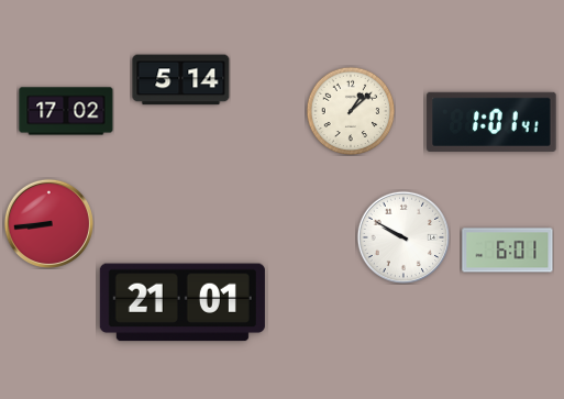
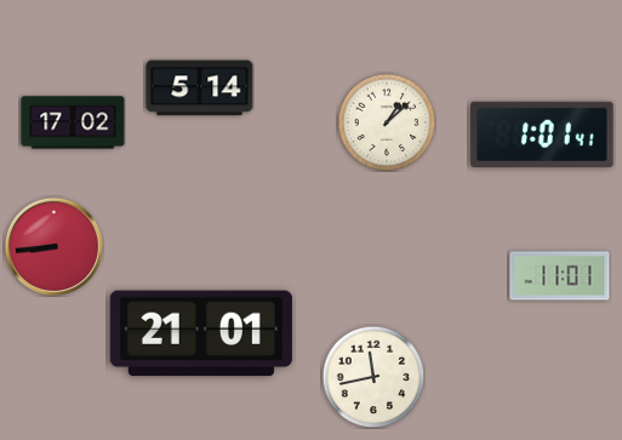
clock at (403, 237): 9:50 -> none
clock at (508, 251): 6:01 -> 11:01
clock at (373, 377): none -> 11:43
